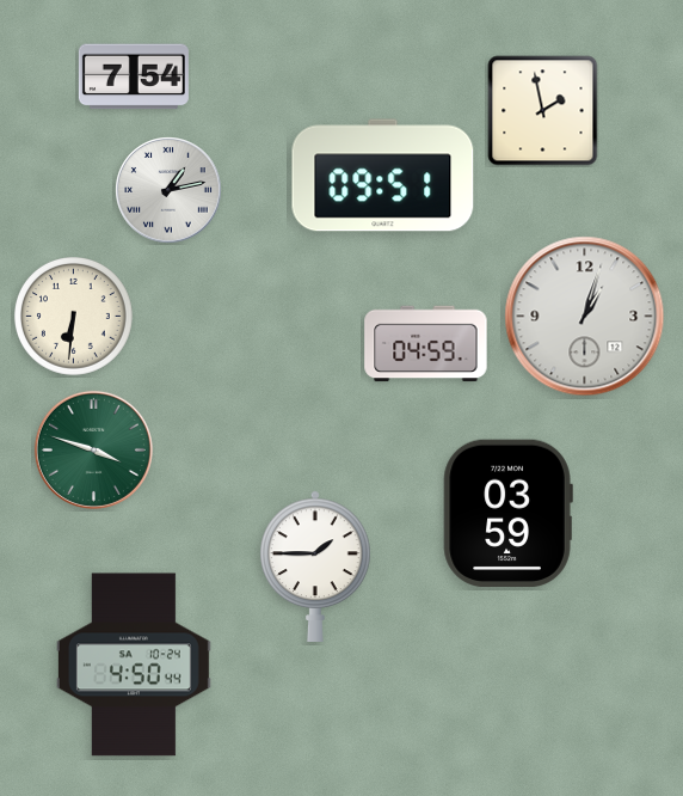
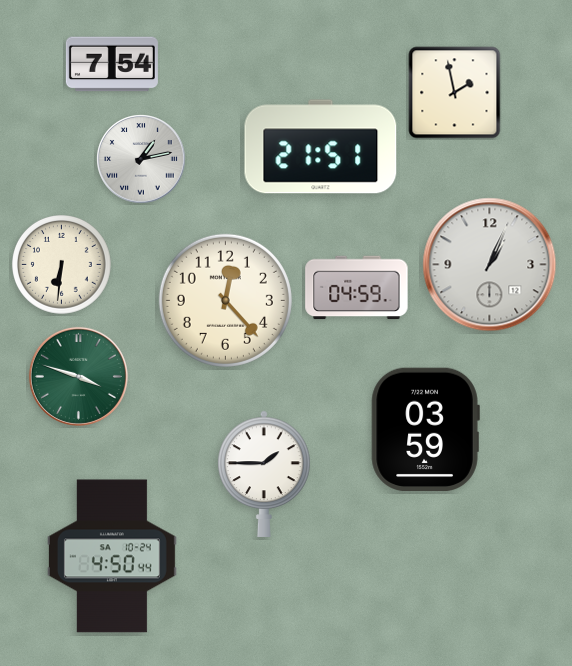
clock at (383, 176): 09:51 -> 21:51
clock at (585, 317): 1:03 -> 1:04
clock at (225, 300): none -> 12:23
